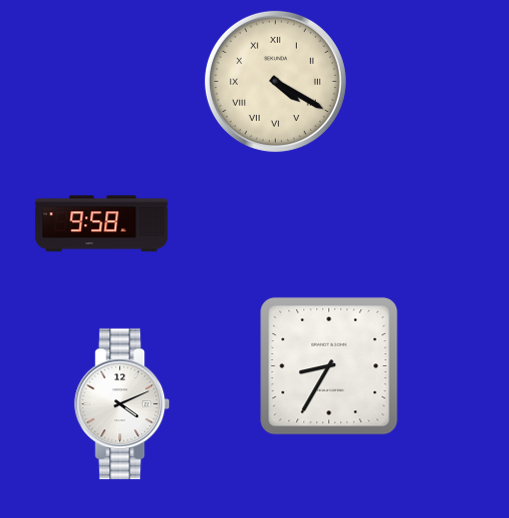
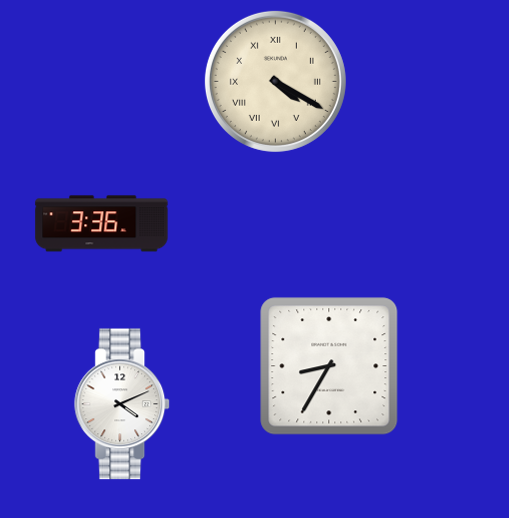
clock at (102, 224): 9:58 -> 3:36
